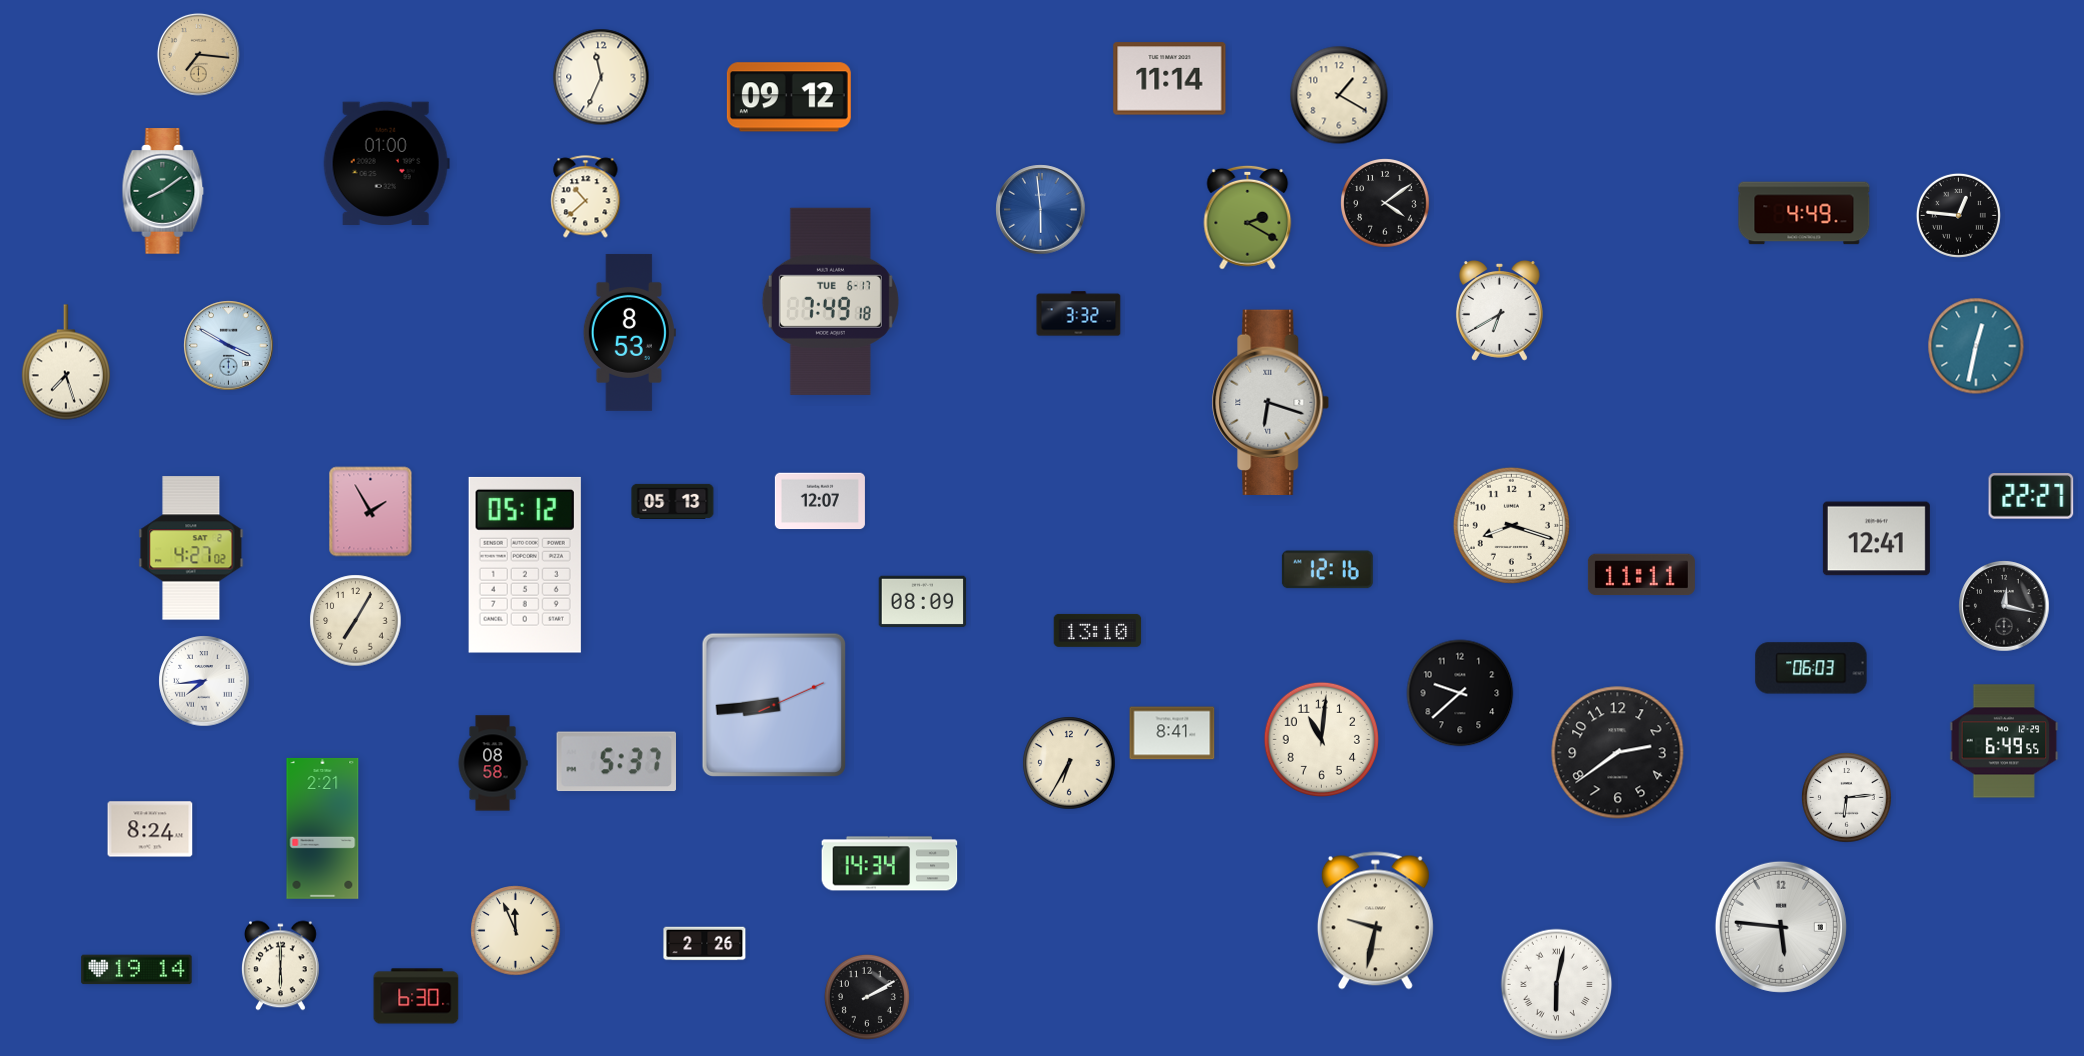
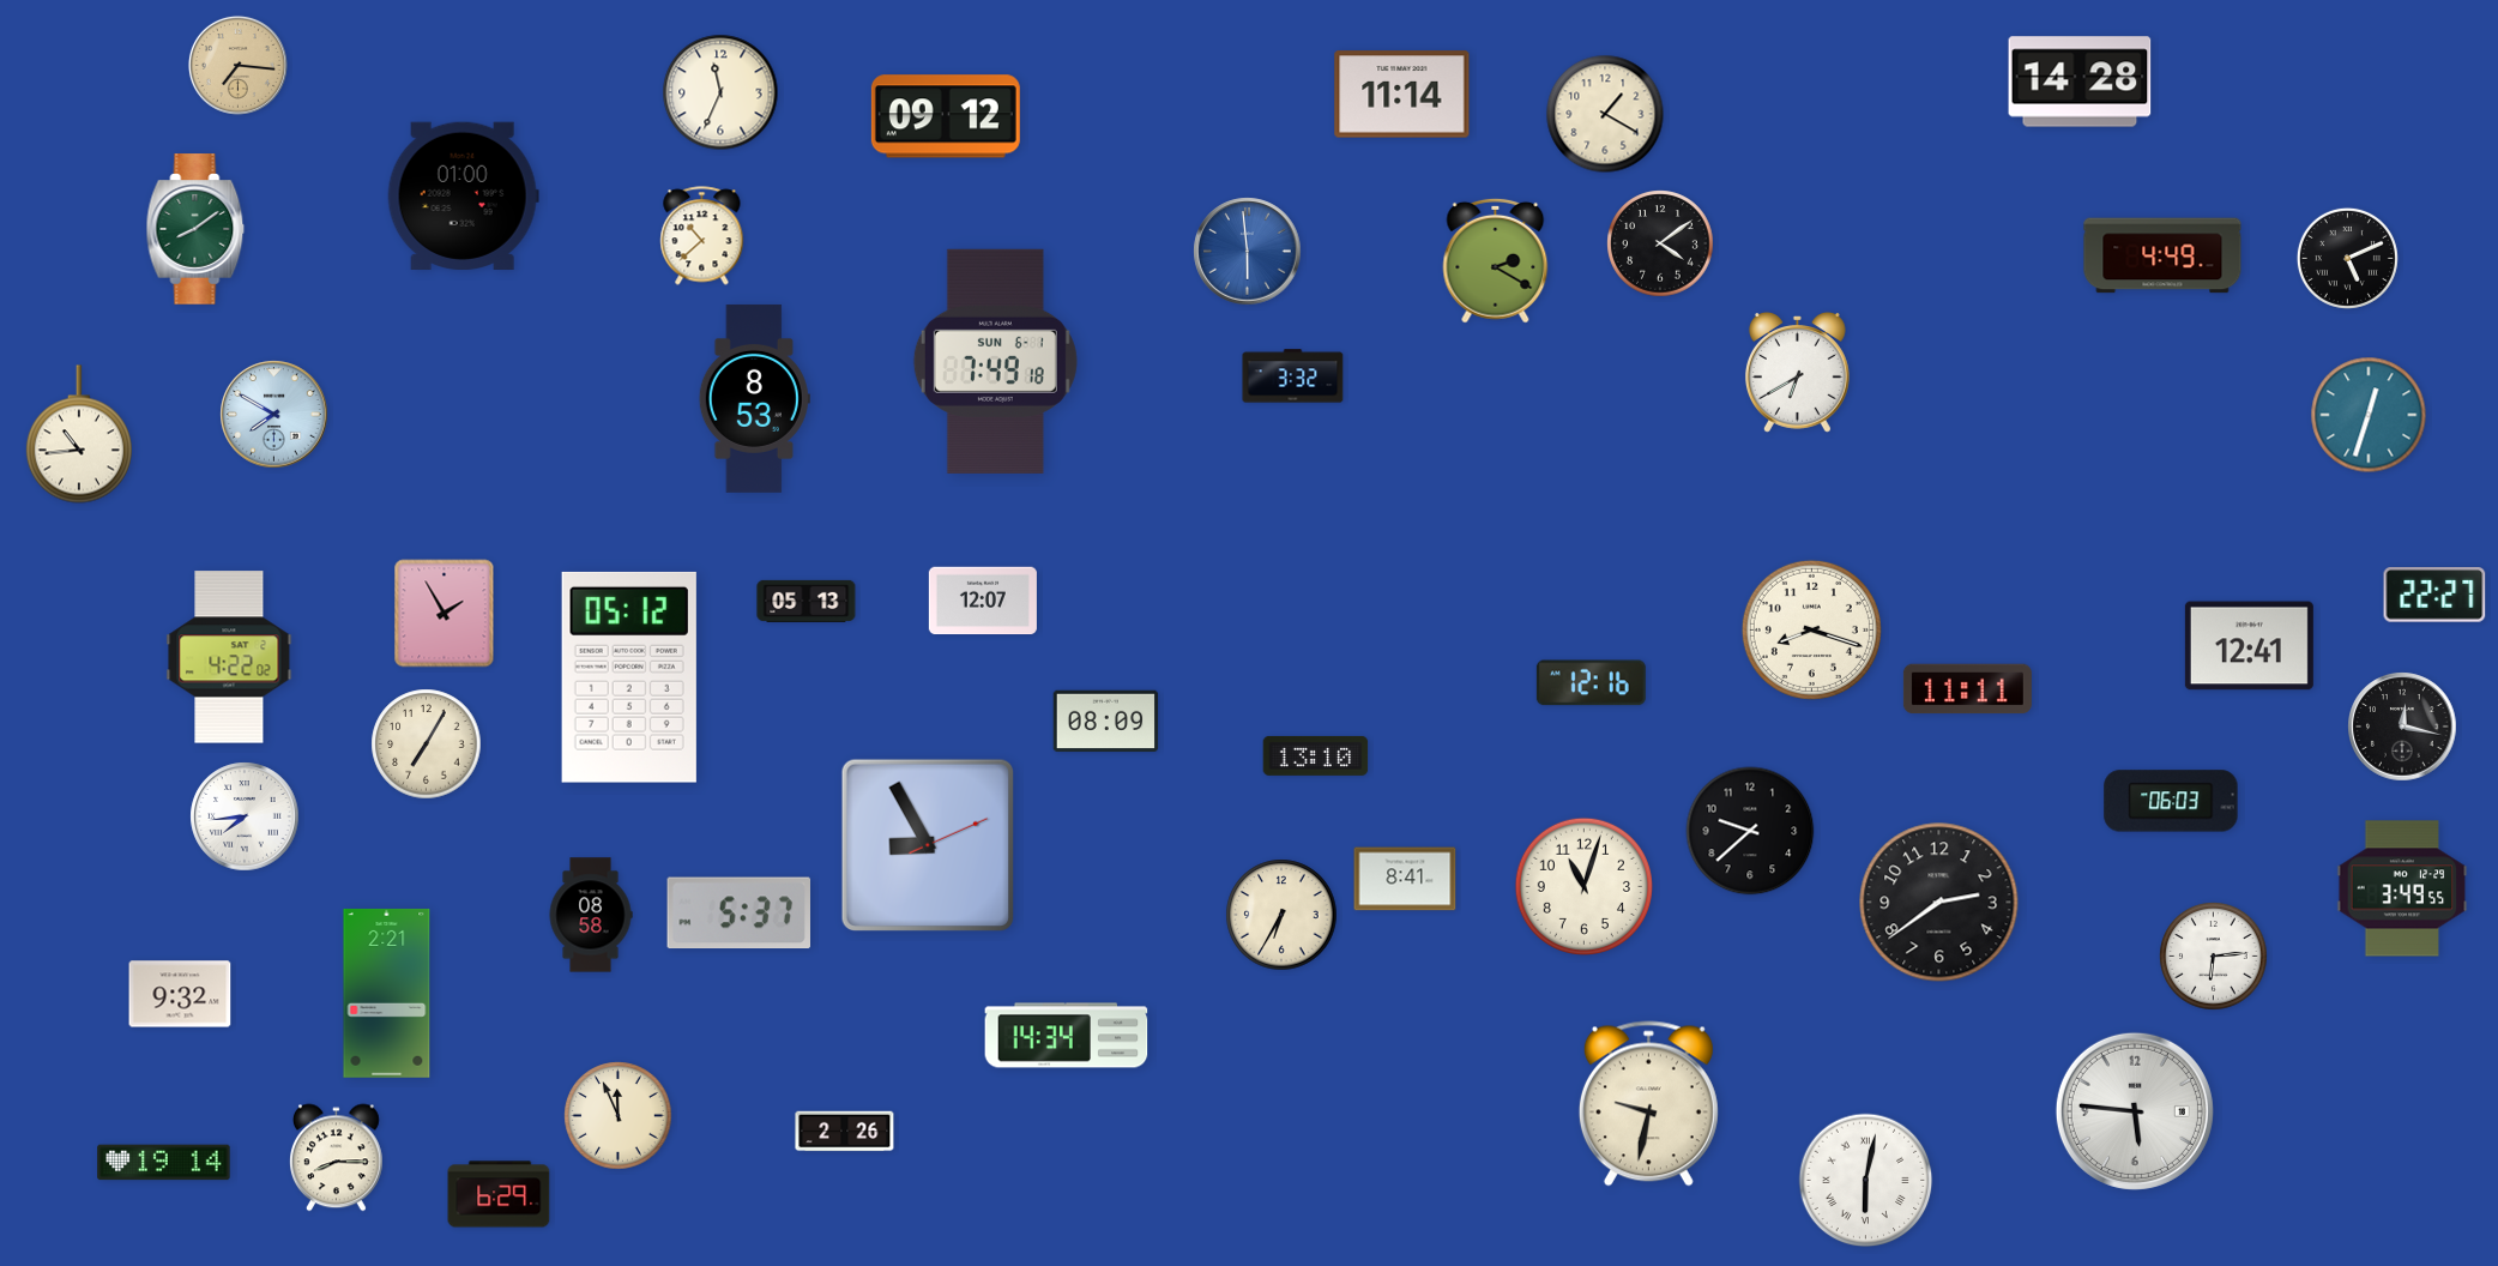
clock at (2080, 82): none -> 14:28
clock at (1958, 215): 12:46 -> 5:11
clock at (830, 301) date: TUE 6-17 -> SUN 6-1
clock at (229, 346): 3:50 -> 7:50
clock at (1976, 346): 12:32 -> 12:33
clock at (66, 362): 7:27 -> 10:44
clock at (1271, 403): 6:18 -> none
clock at (191, 548): 4:27 -> 4:22
clock at (774, 705): 8:44 -> 8:55
clock at (1321, 739): 11:01 -> 11:03
clock at (2004, 741): 6:49 -> 3:49
clock at (150, 829): 8:24 -> 9:32
clock at (281, 966): 6:00 -> 8:15
clock at (416, 996): 6:30 -> 6:29
clock at (867, 997): 2:10 -> none
